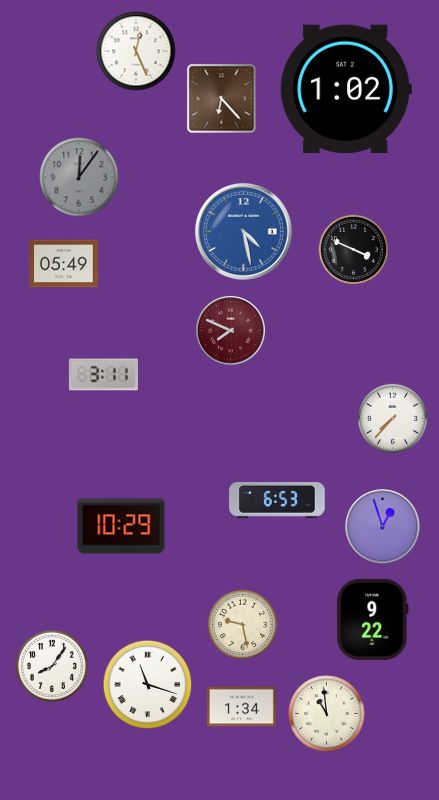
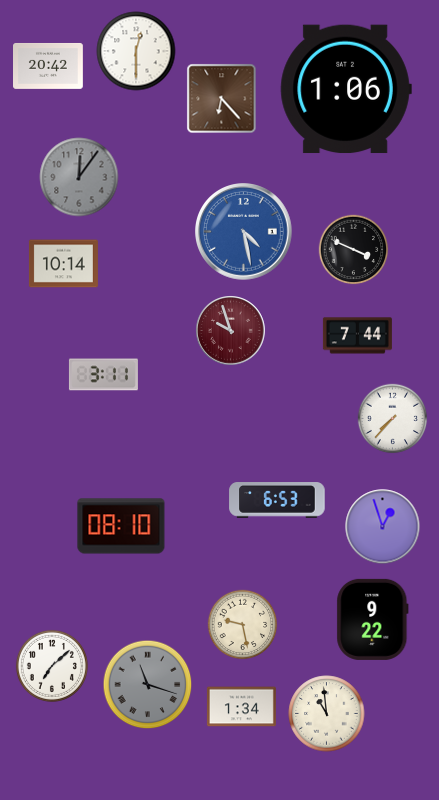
clock at (136, 51): 12:26 -> 12:30
clock at (49, 66): none -> 20:42
clock at (346, 89): 1:02 -> 1:06
clock at (63, 264): 05:49 -> 10:14
clock at (231, 331): 7:49 -> 9:57
clock at (357, 336): none -> 7:44
clock at (121, 526): 10:29 -> 08:10
clock at (52, 666): 8:06 -> 7:08
clock at (148, 685) dial: white -> grey
